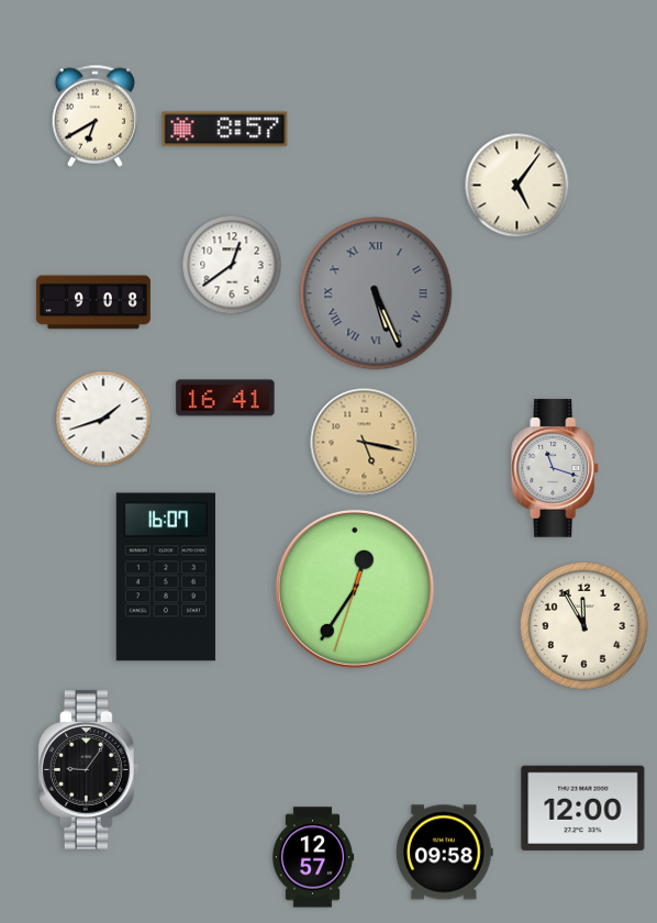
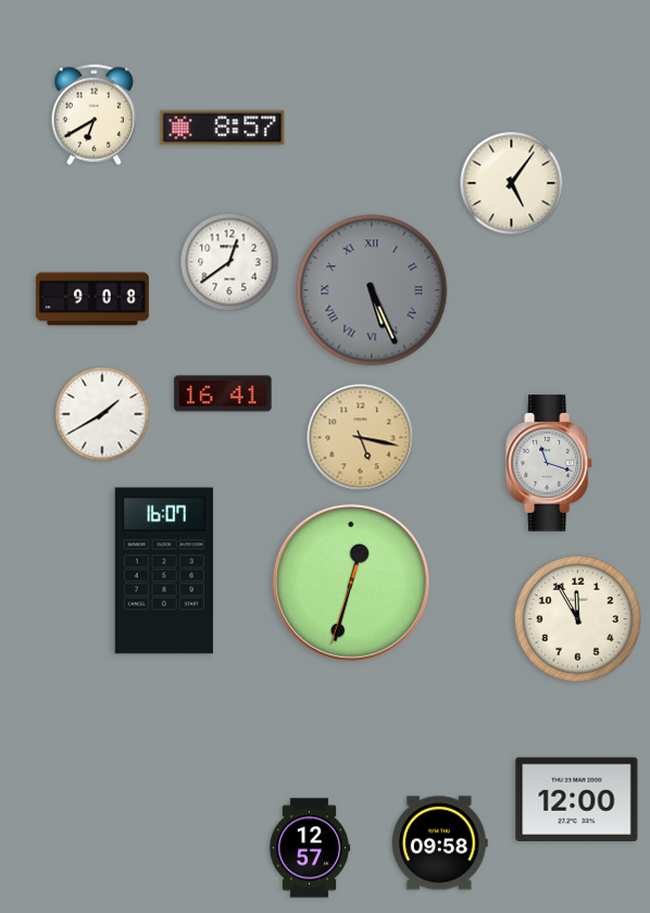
clock at (103, 419): 1:42 -> 1:40
clock at (355, 589): 12:35 -> 12:32
clock at (89, 770): 9:06 -> none
